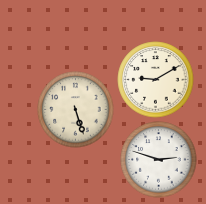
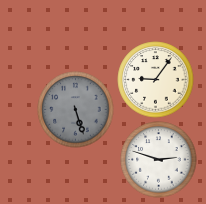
clock at (156, 80): 9:10 -> 9:06
clock at (76, 110) dial: cream -> grey
